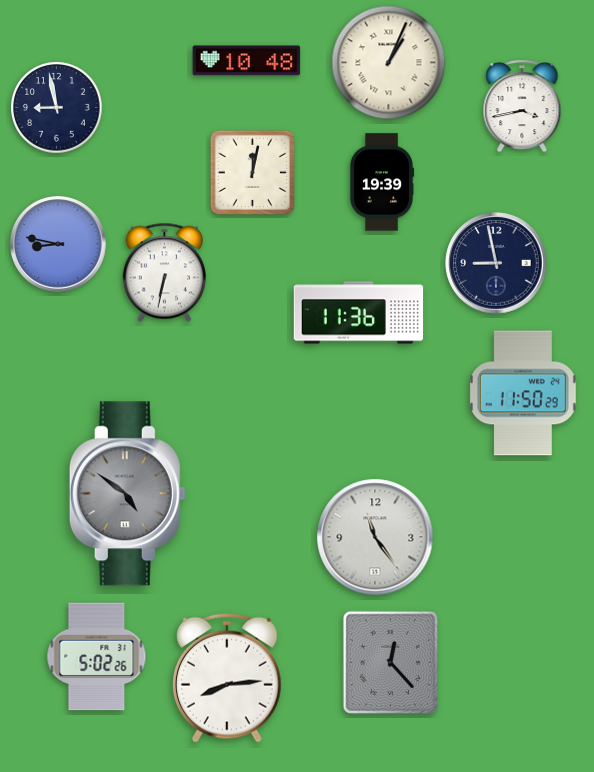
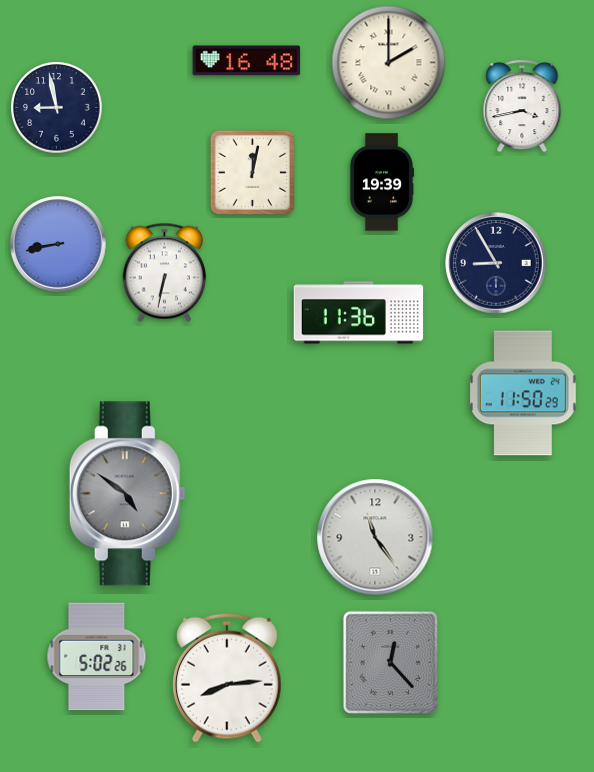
clock at (247, 61): 10:48 -> 16:48
clock at (389, 63): 1:04 -> 2:00
clock at (58, 244): 8:47 -> 8:43
clock at (496, 263): 8:58 -> 8:55
